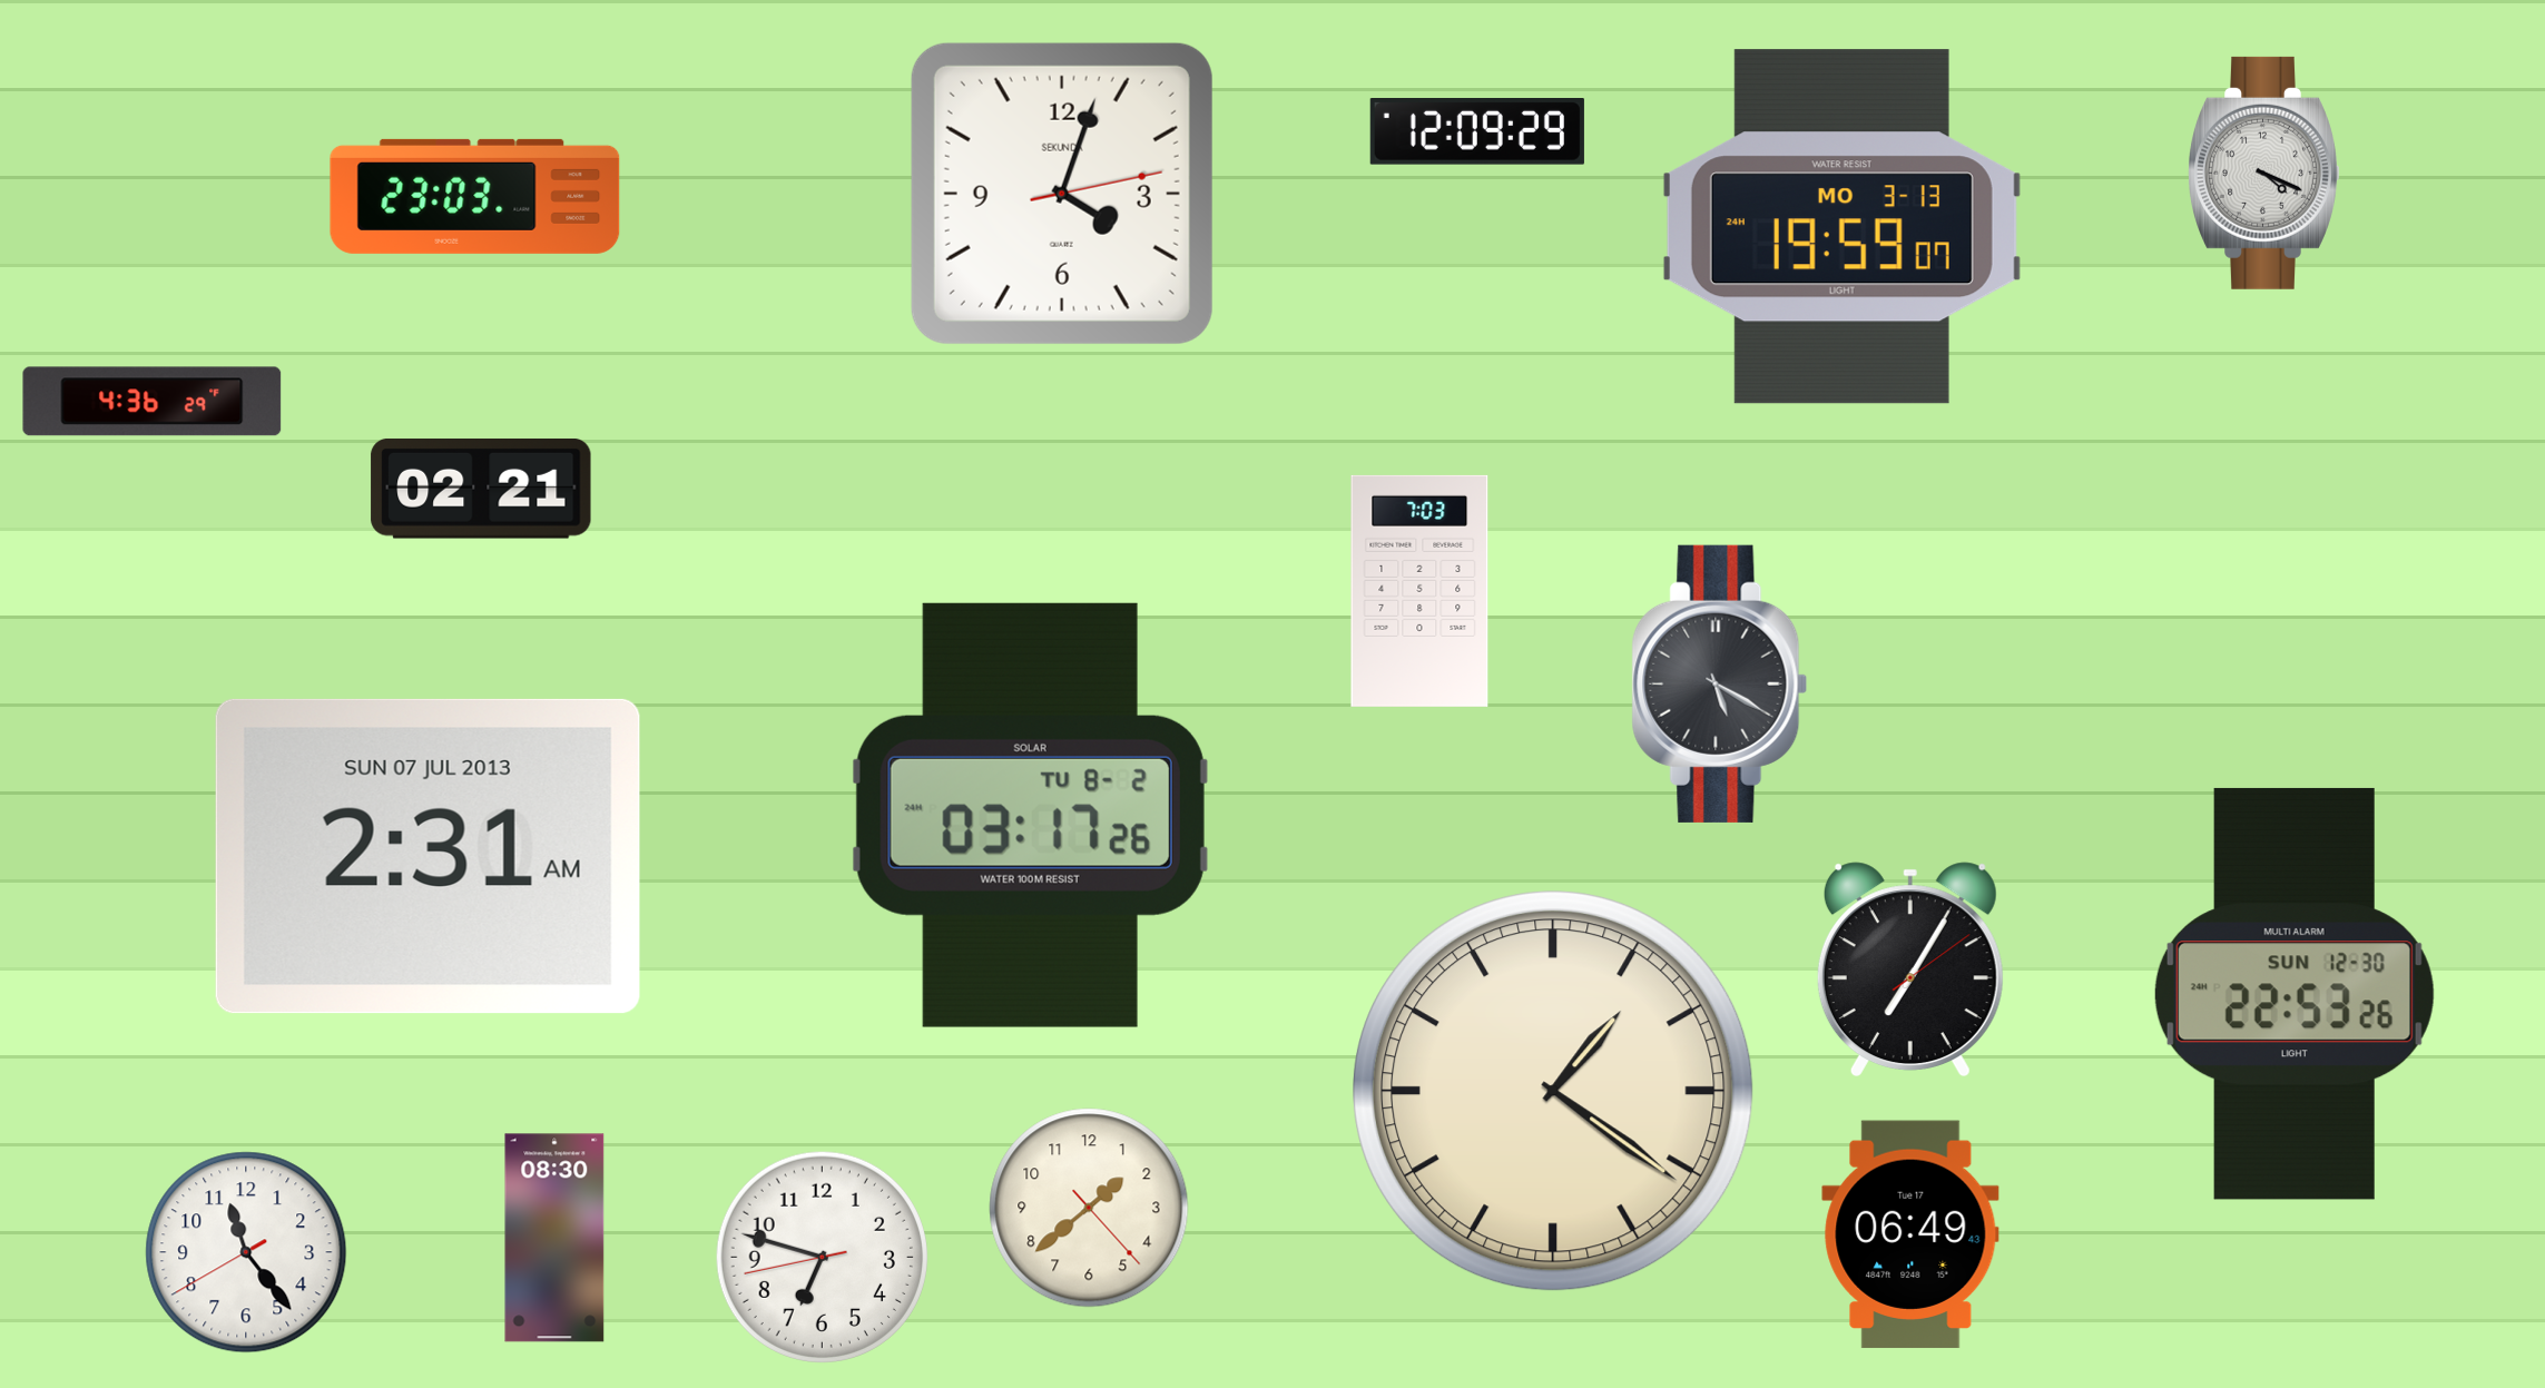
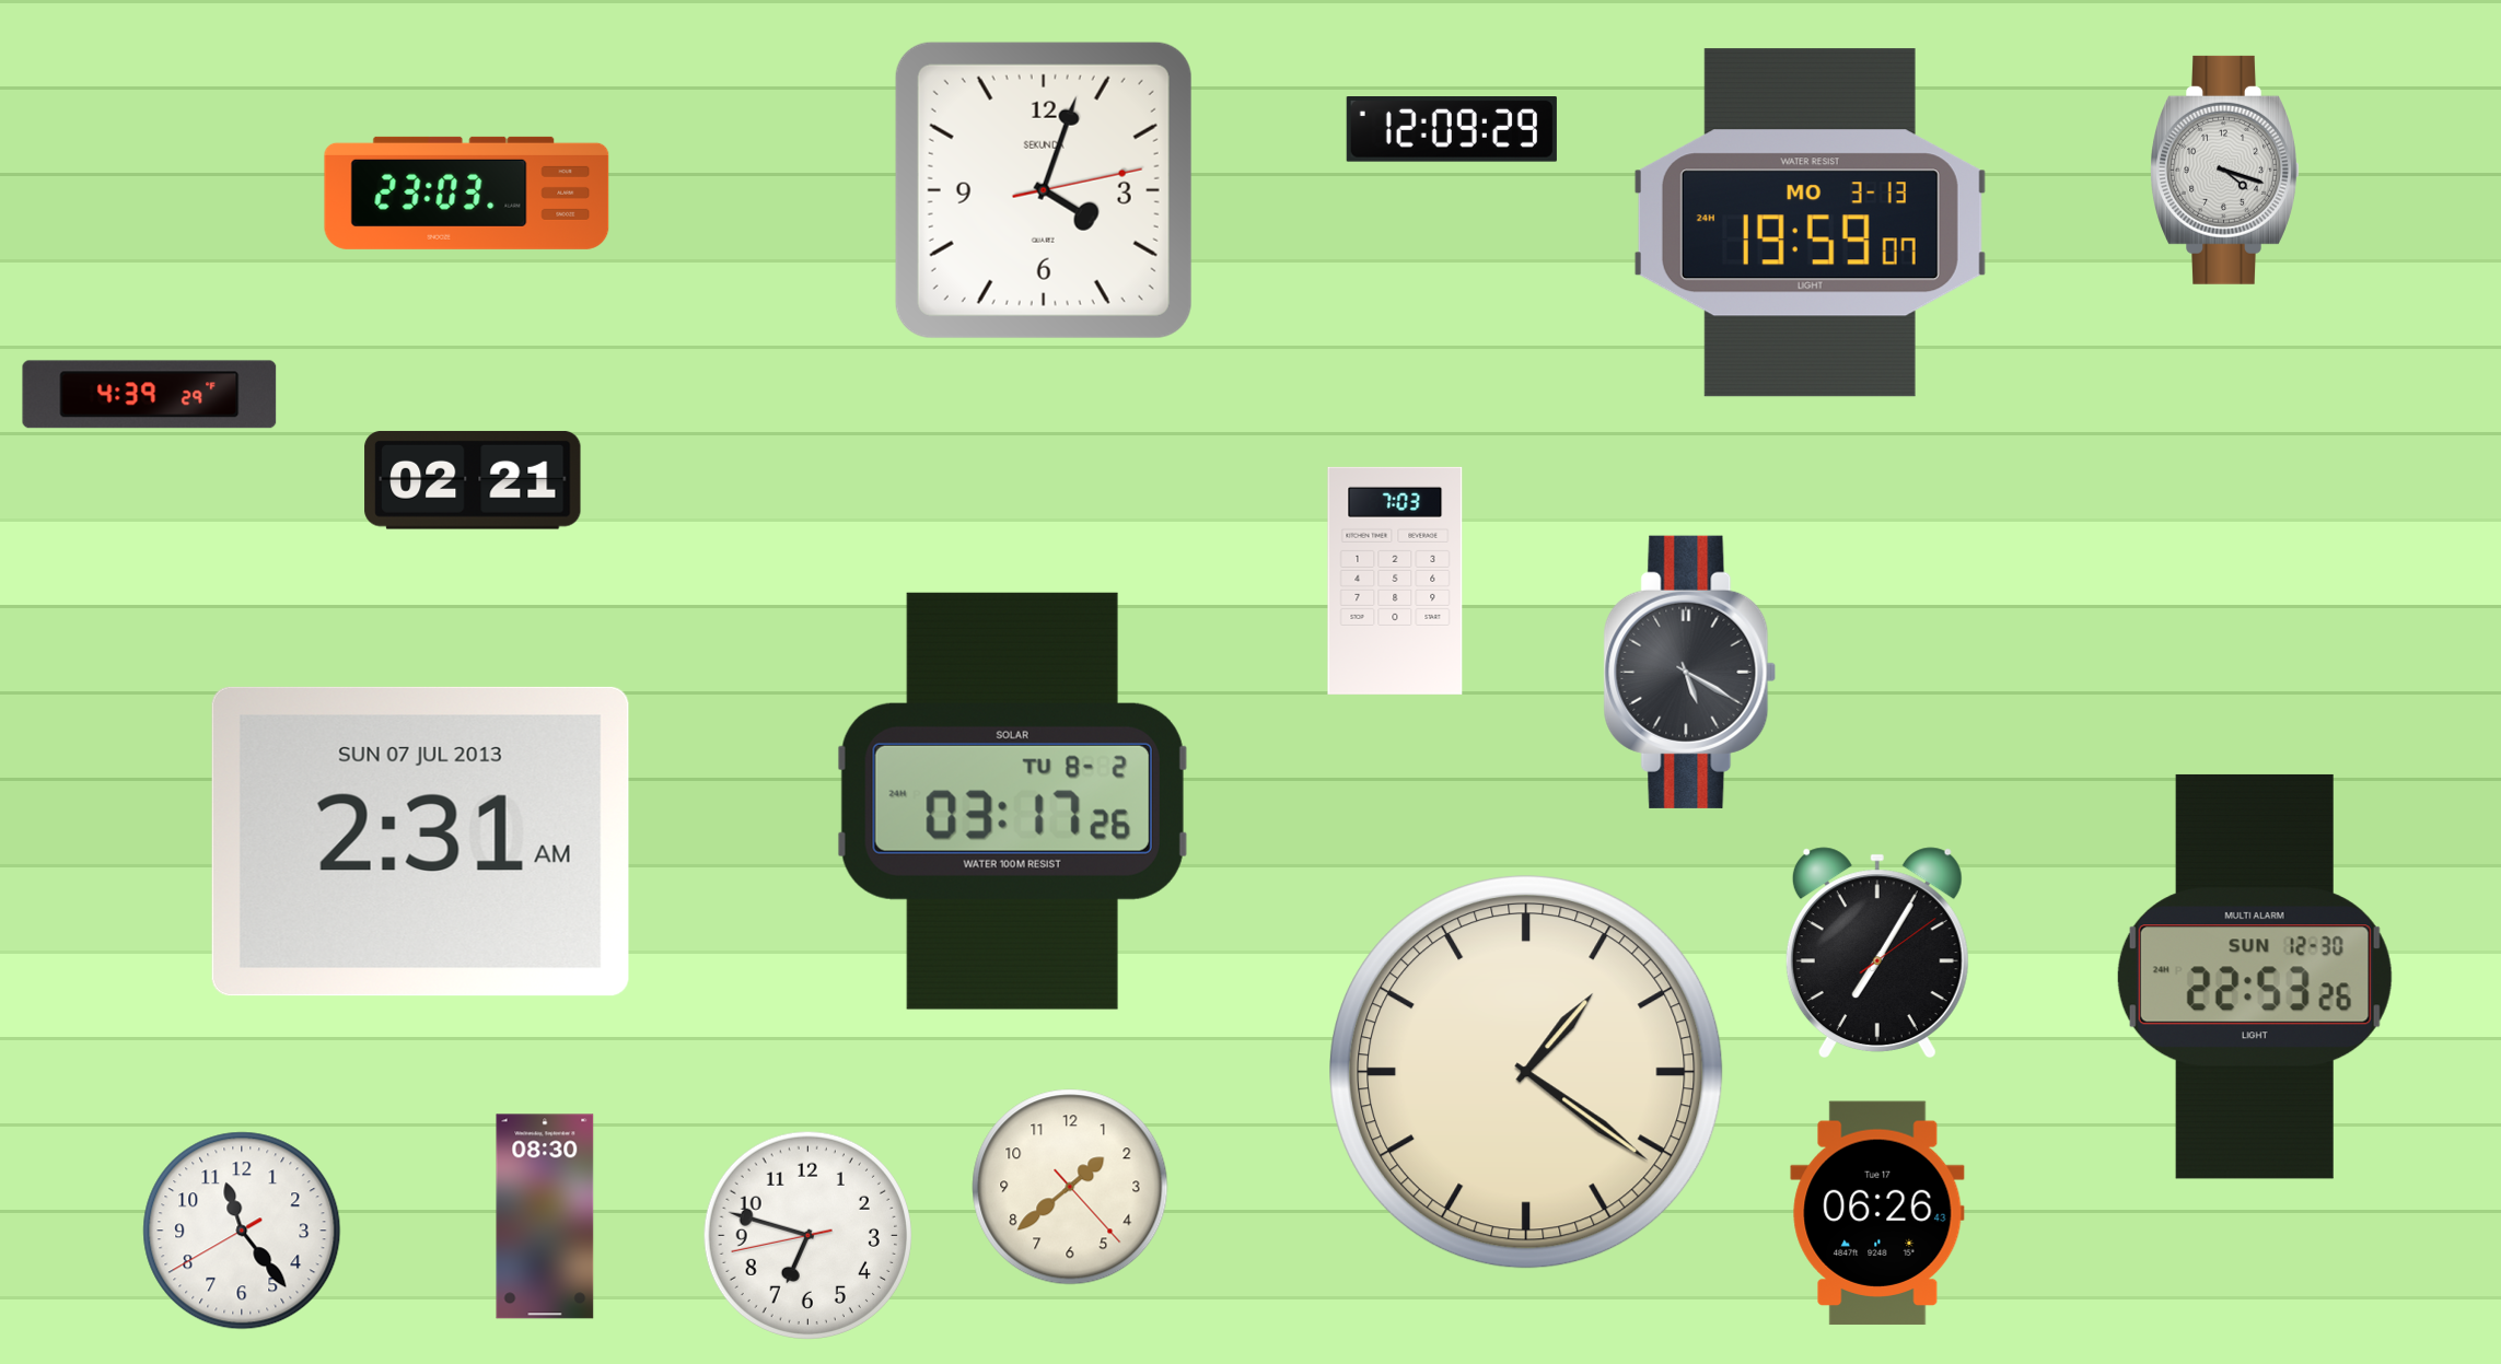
clock at (2264, 173): 4:19 -> 4:18
clock at (153, 402): 4:36 -> 4:39
clock at (1910, 1234): 06:49 -> 06:26
